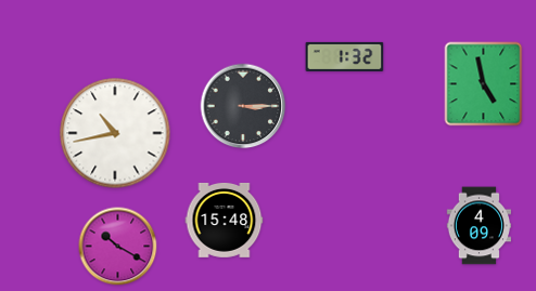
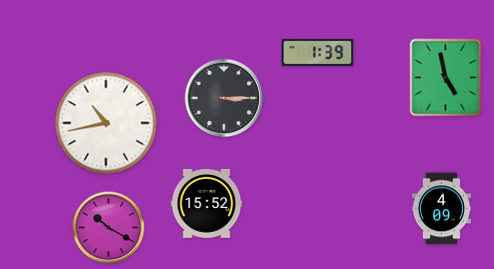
clock at (345, 56): 1:32 -> 1:39
clock at (225, 220): 15:48 -> 15:52
